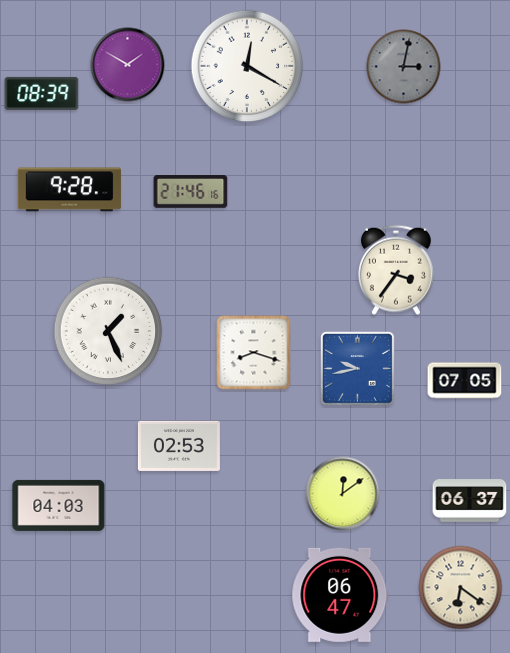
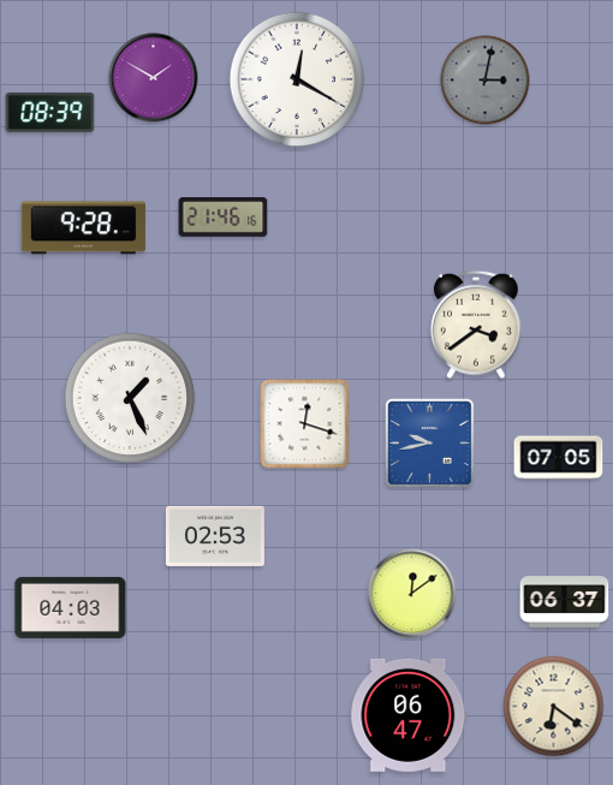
clock at (191, 192) position: (191, 192) -> (224, 218)
clock at (396, 270): 3:36 -> 3:39
clock at (254, 353): 8:18 -> 12:18
